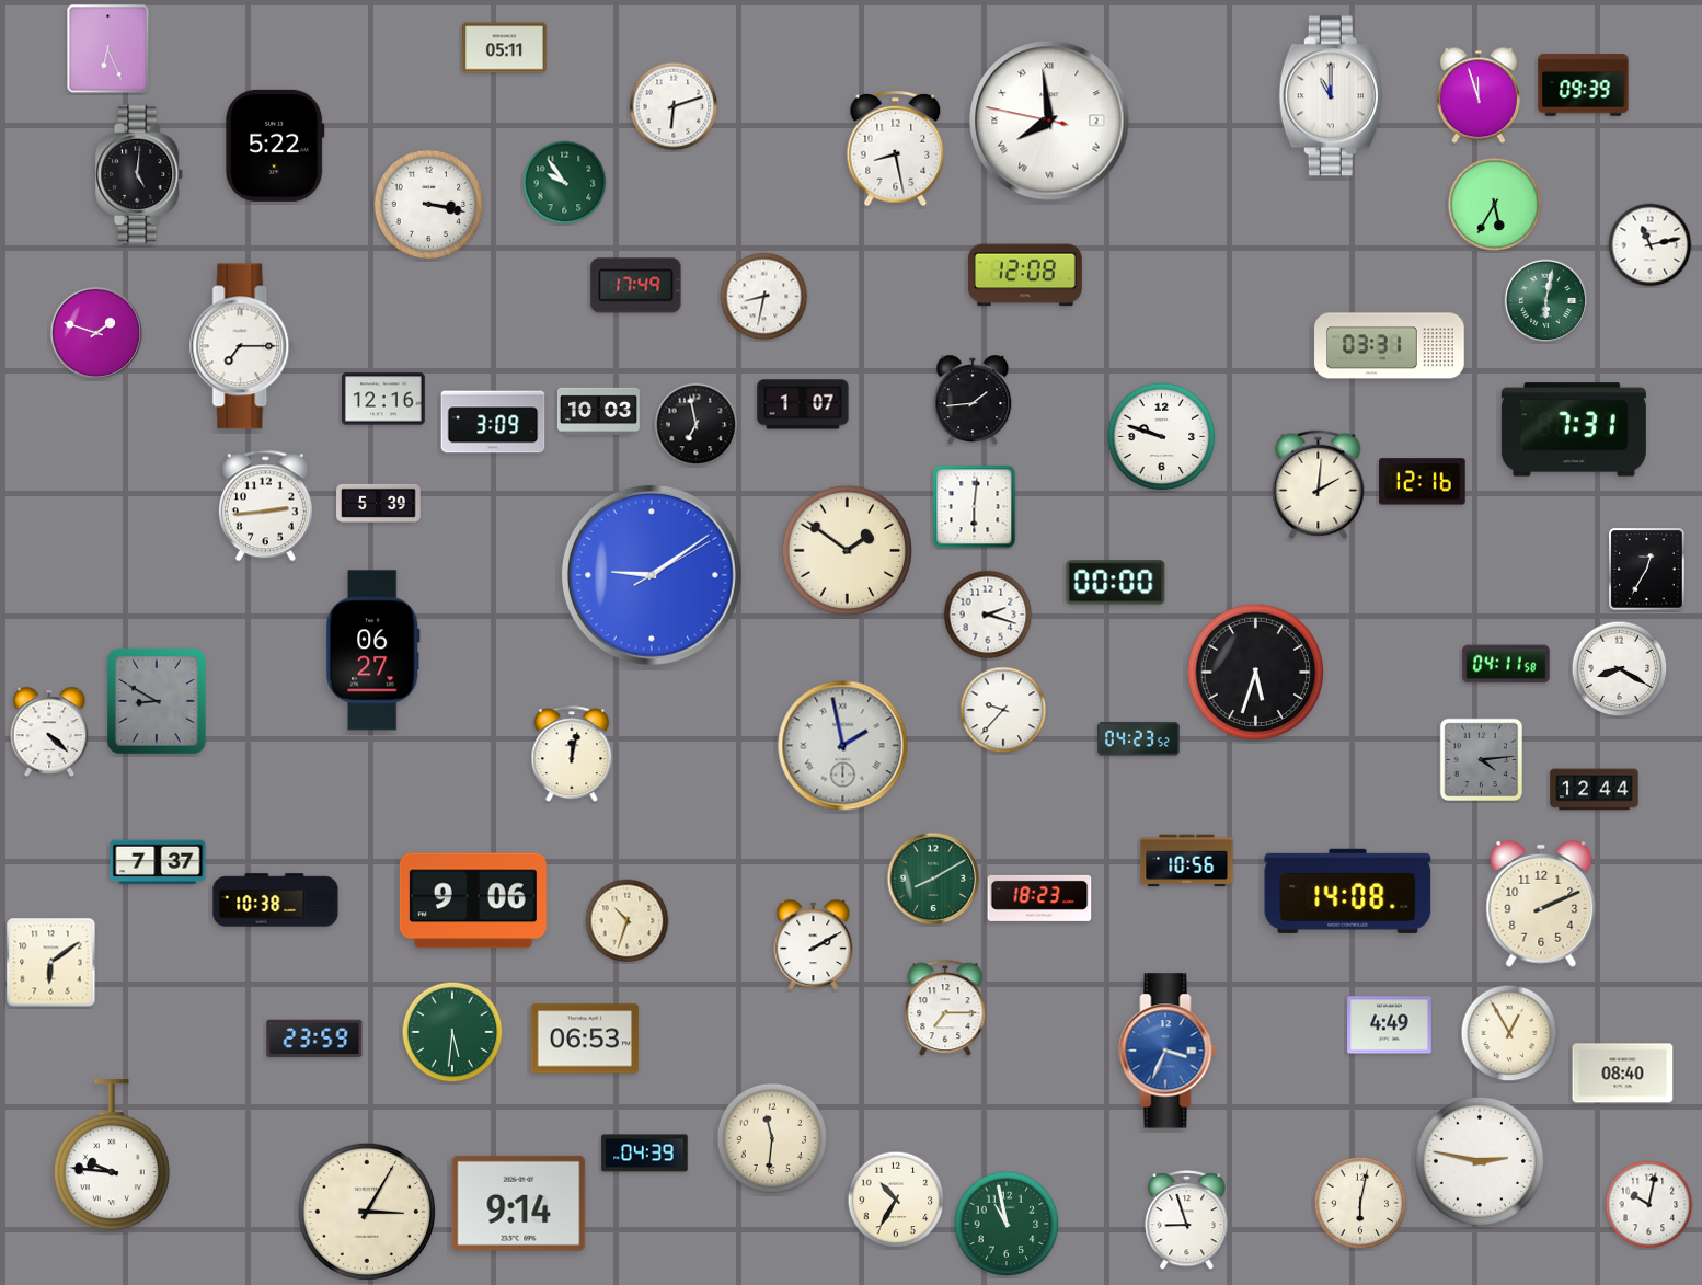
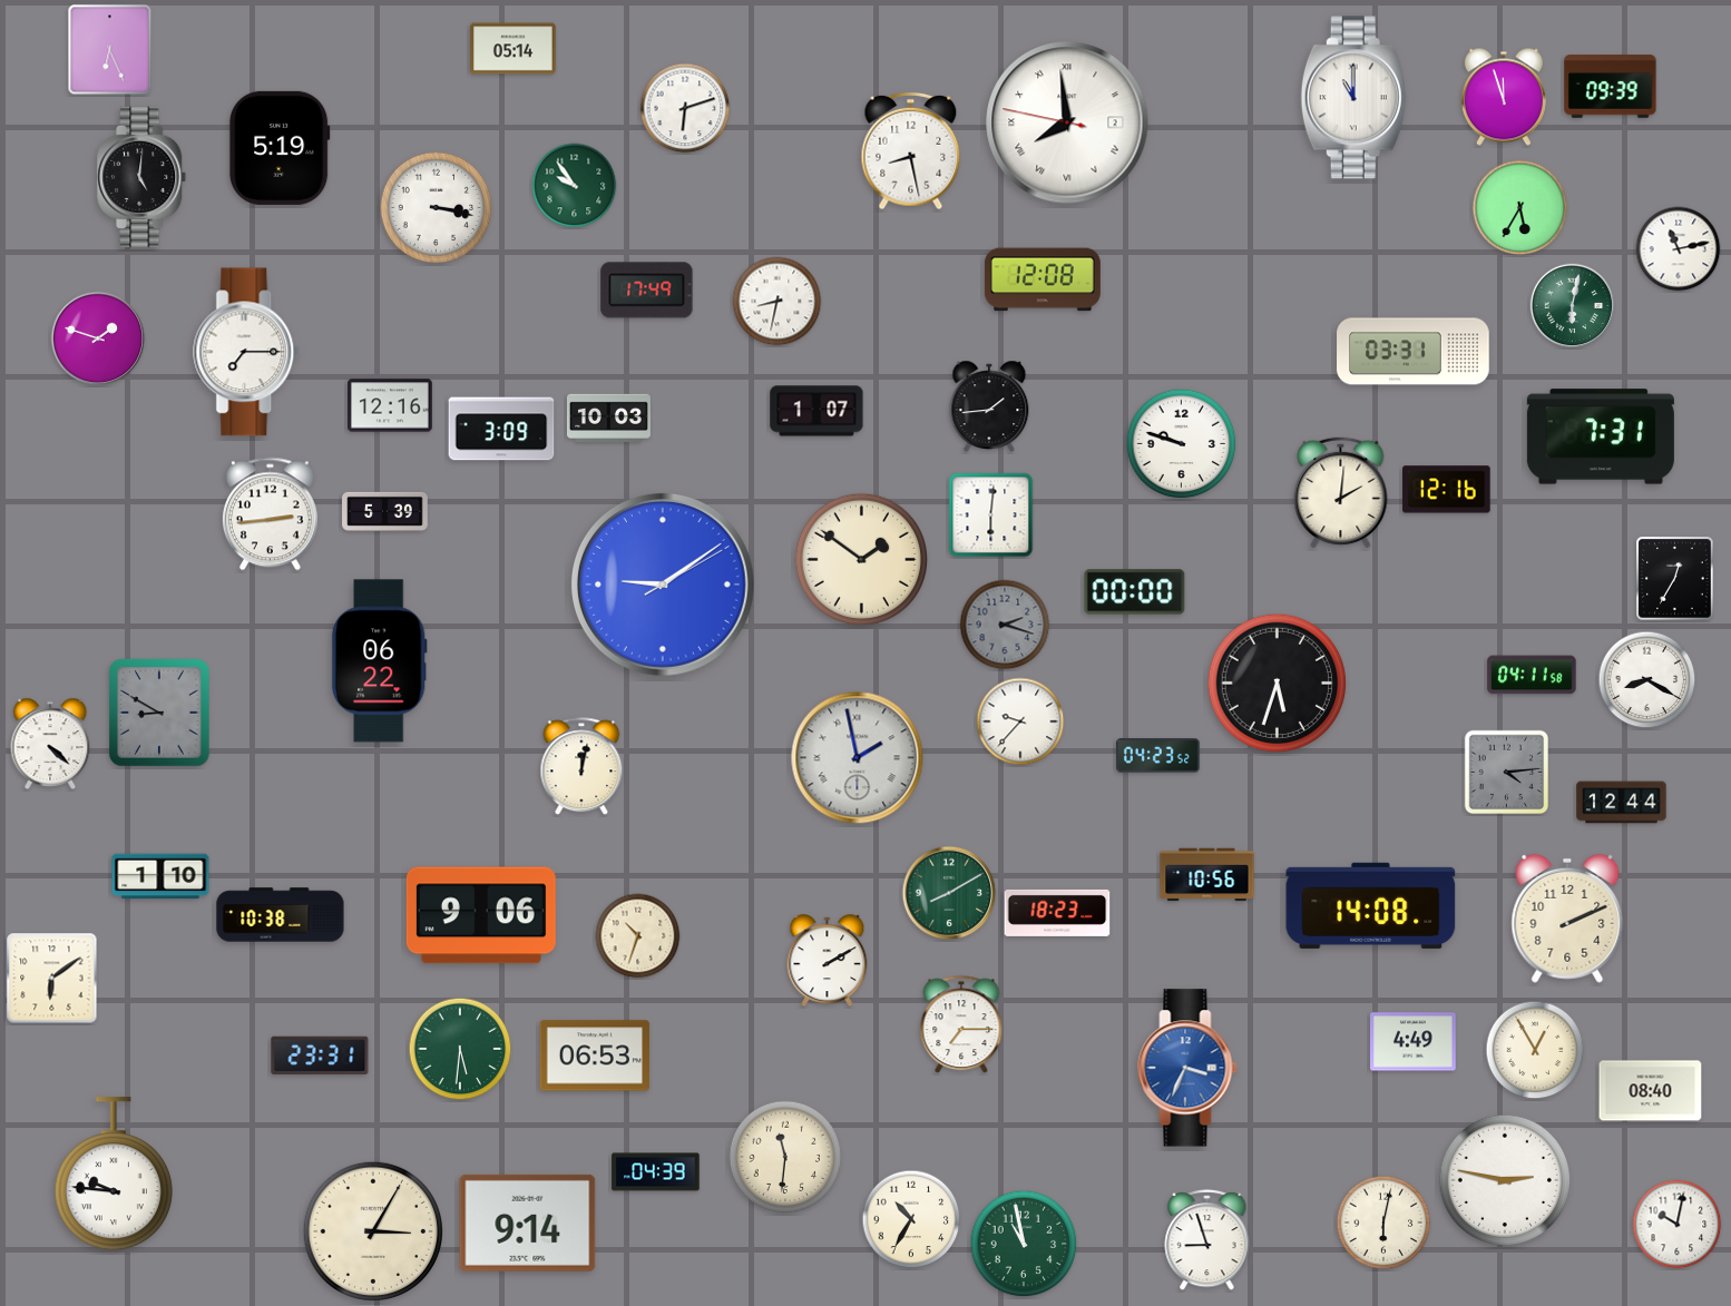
clock at (505, 48): 05:11 -> 05:14
clock at (276, 146): 5:22 -> 5:19
clock at (697, 425): 6:58 -> none
clock at (988, 615) dial: white -> grey
clock at (372, 651): 06:27 -> 06:22
clock at (1138, 739) position: (1138, 739) -> (1157, 756)
clock at (158, 862): 7:37 -> 1:10
clock at (314, 1039): 23:59 -> 23:31
